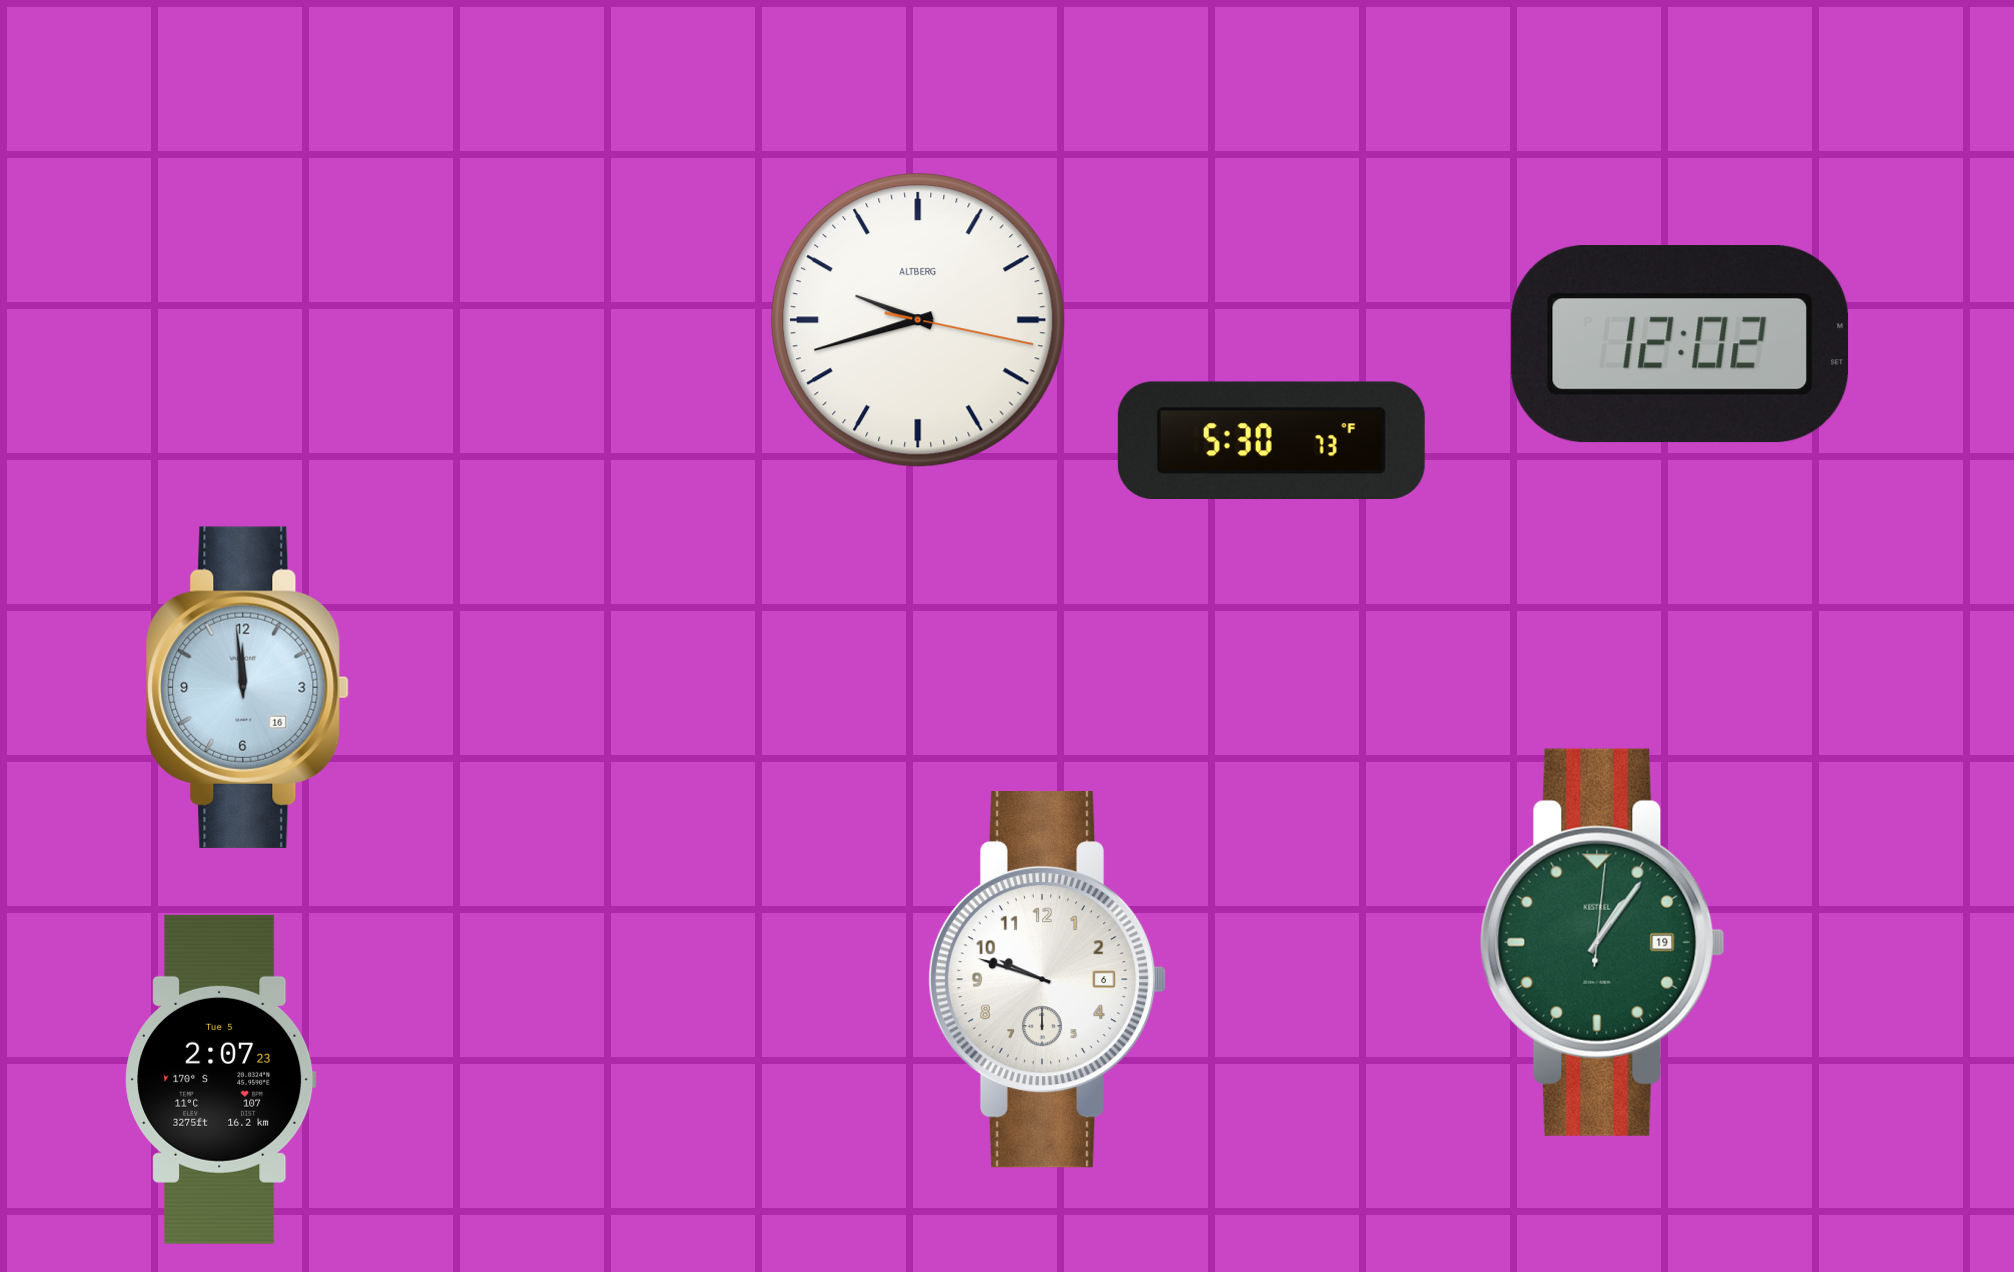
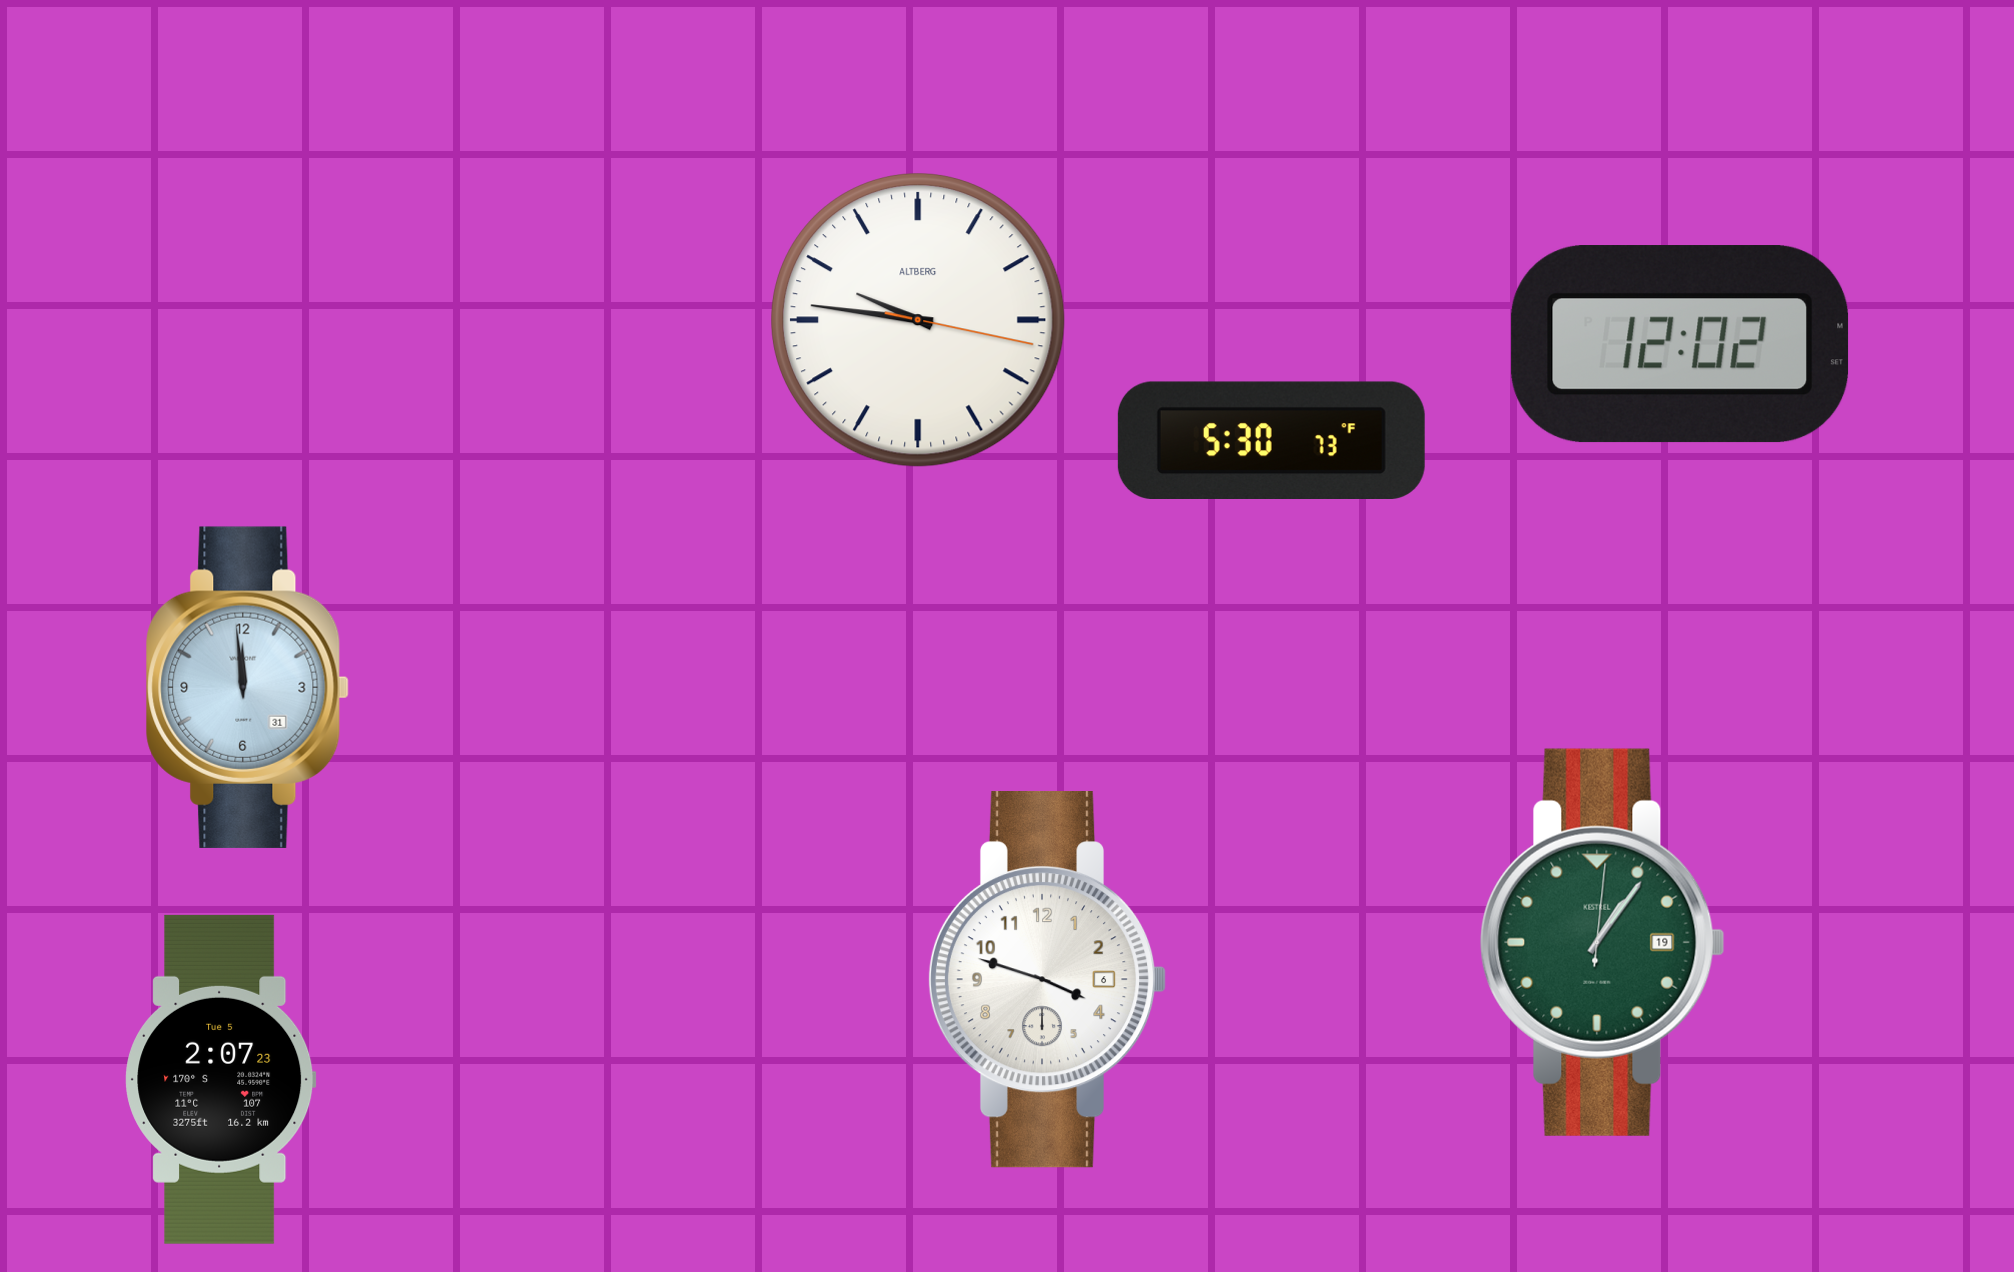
clock at (919, 321): 9:42 -> 9:46
clock at (247, 687) date: 16 -> 31
clock at (1047, 980): 9:48 -> 3:48
